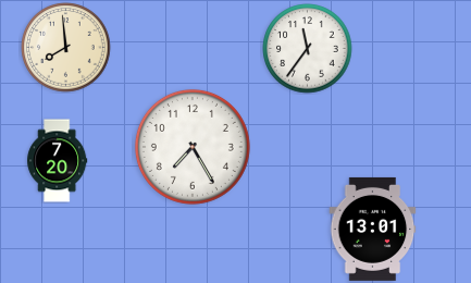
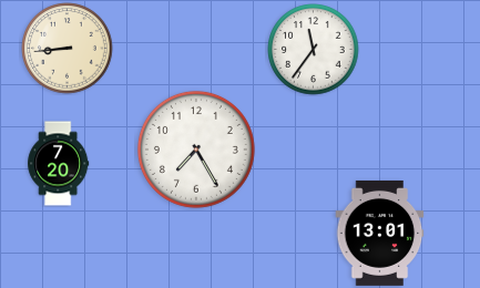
clock at (66, 48): 7:59 -> 8:44
